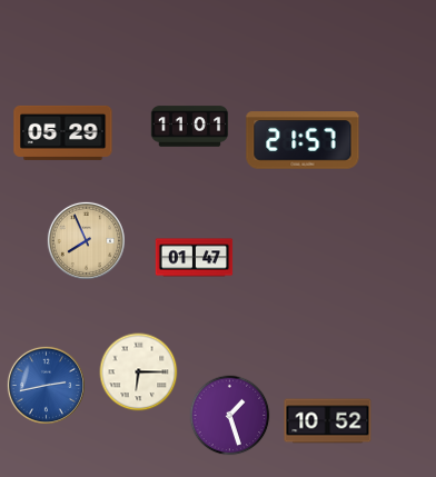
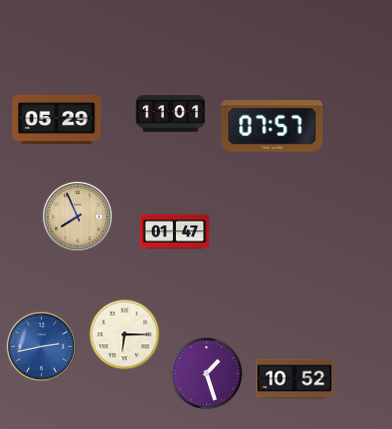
clock at (303, 140): 21:57 -> 07:57
